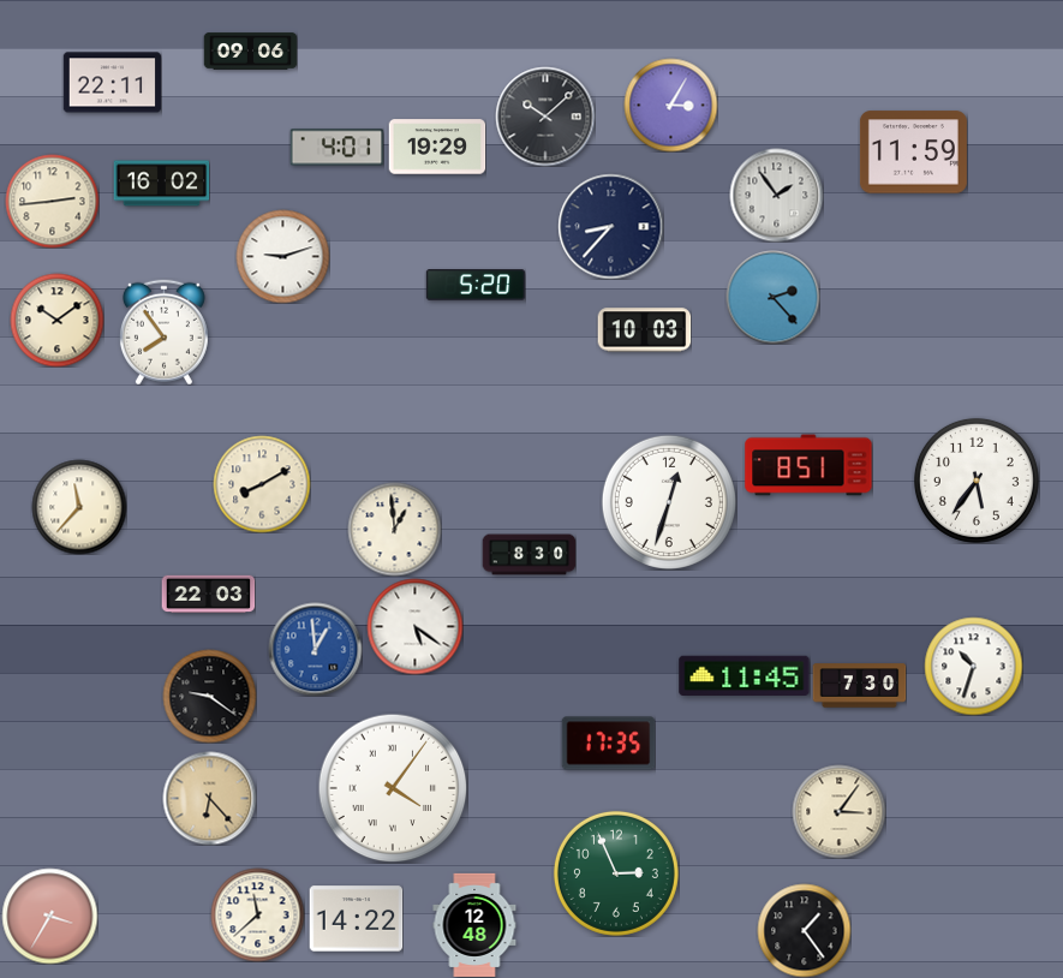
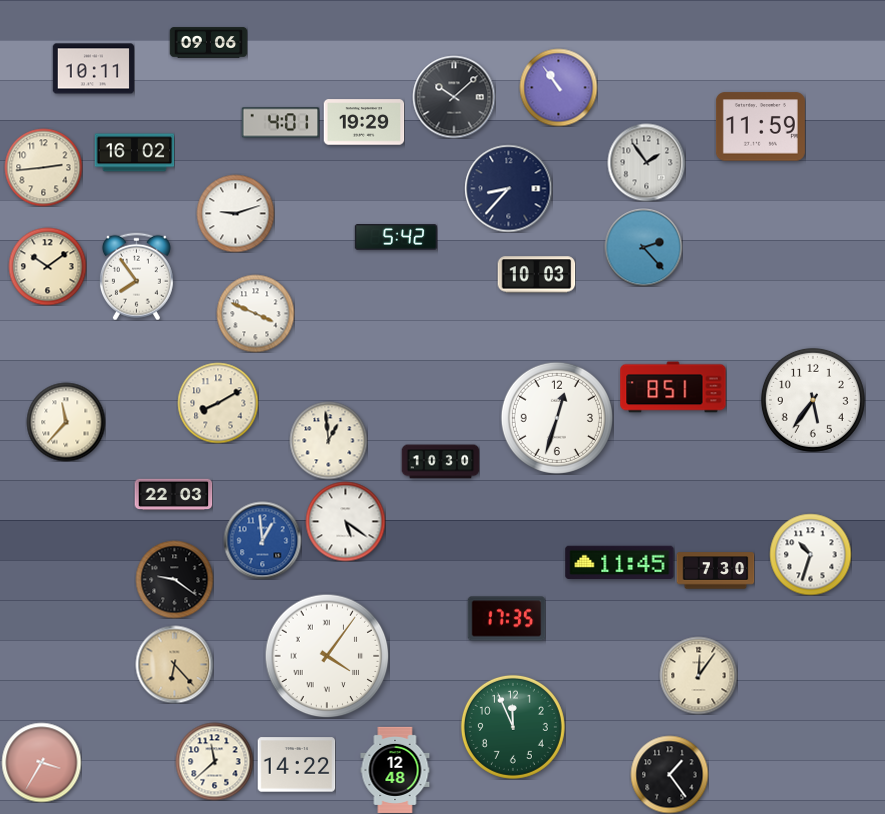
clock at (112, 83): 22:11 -> 10:11
clock at (670, 105): 3:05 -> 10:54
clock at (476, 285): 5:20 -> 5:42
clock at (255, 313): none -> 3:49
clock at (528, 555): 8:30 -> 10:30
clock at (838, 811): 3:06 -> 12:06
clock at (616, 873): 2:56 -> 11:56
